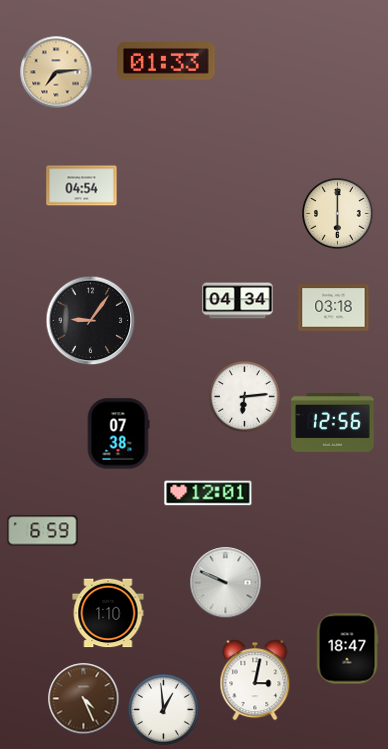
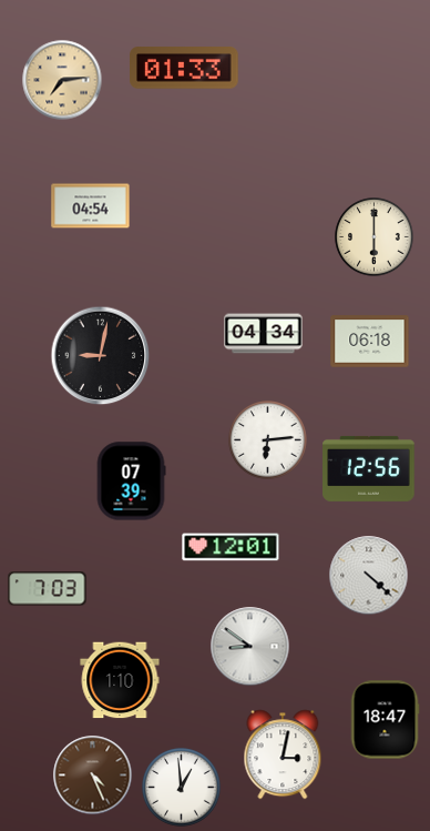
clock at (334, 308): 03:18 -> 06:18
clock at (91, 321): 9:06 -> 9:02
clock at (245, 397) position: (245, 397) -> (268, 440)
clock at (118, 434): 07:38 -> 07:39
clock at (369, 576): none -> 4:22
clock at (43, 531): 6:59 -> 7:03
clock at (226, 583): 9:49 -> 8:51
